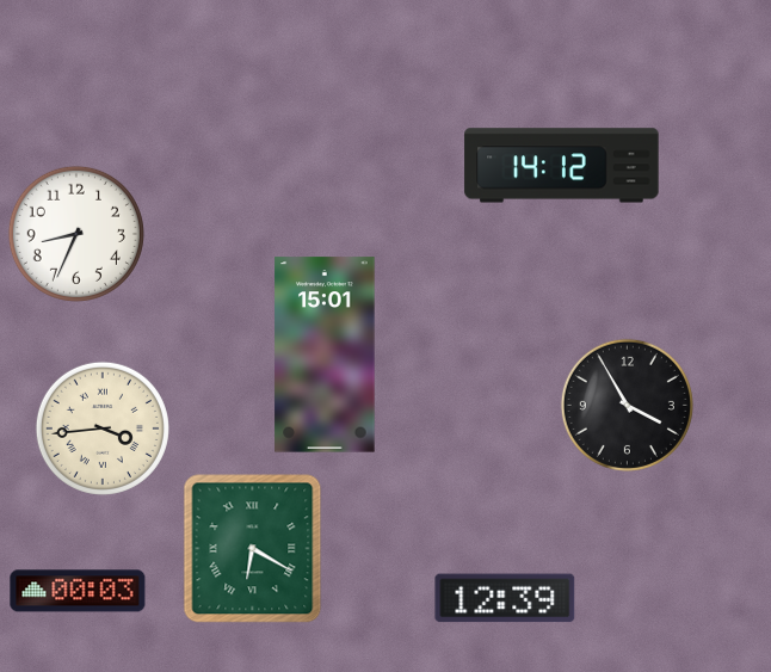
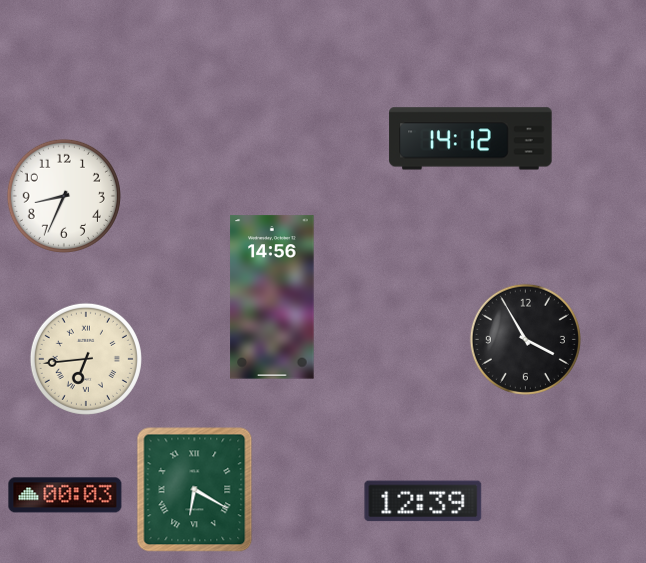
clock at (325, 355): 15:01 -> 14:56
clock at (103, 429): 3:44 -> 6:44
clock at (253, 549) position: (253, 549) -> (195, 490)
